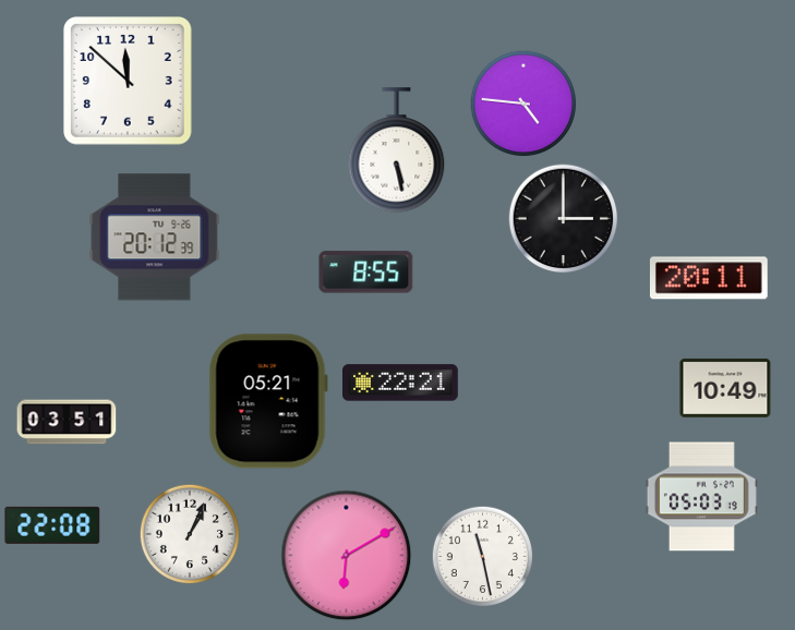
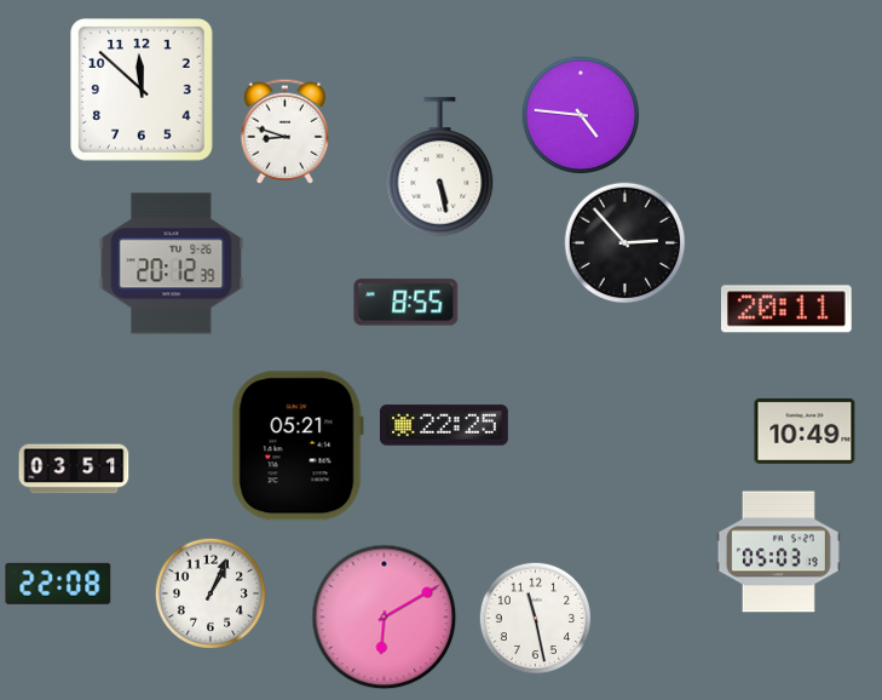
clock at (284, 131): none -> 8:48
clock at (564, 219): 3:00 -> 2:53
clock at (400, 383): 22:21 -> 22:25
